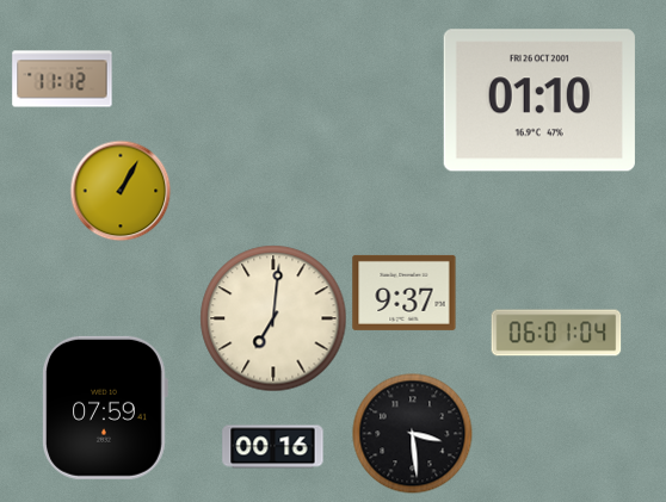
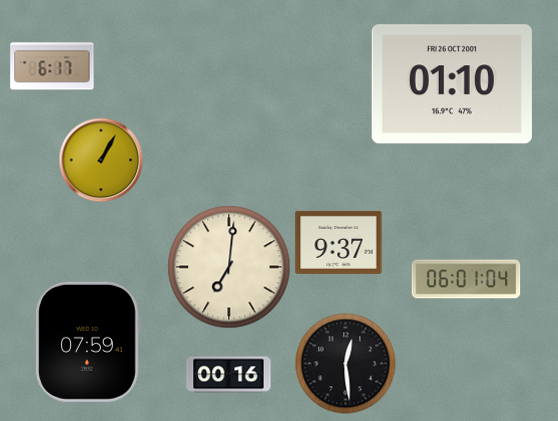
clock at (62, 79): 11:12 -> 6:17
clock at (405, 292) position: (405, 292) -> (339, 242)
clock at (413, 434): 3:29 -> 12:29
